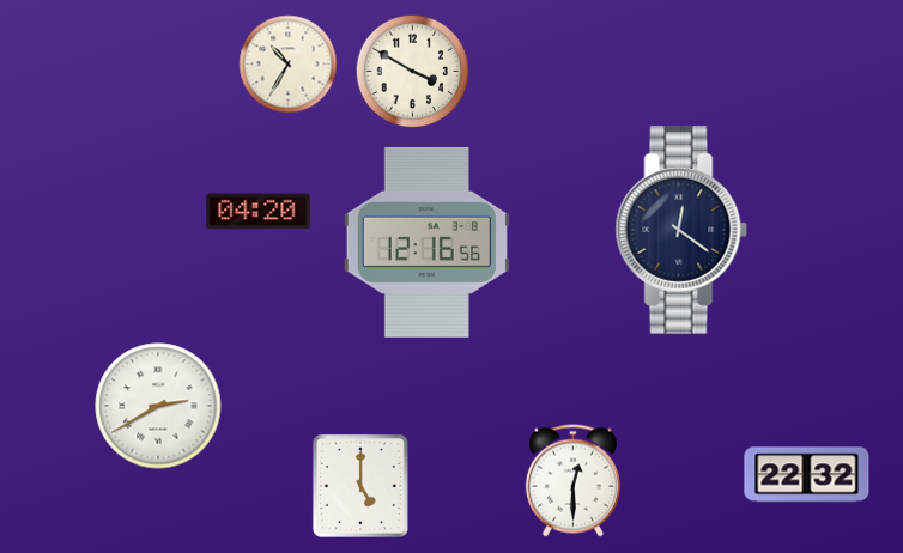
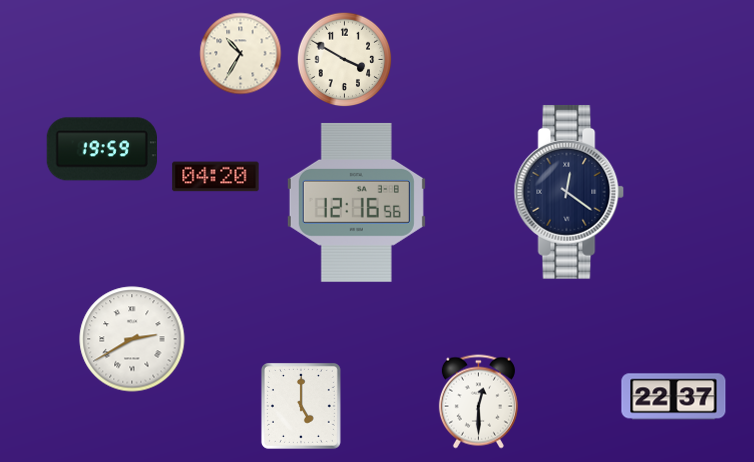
clock at (102, 149): none -> 19:59
clock at (807, 475): 22:32 -> 22:37
